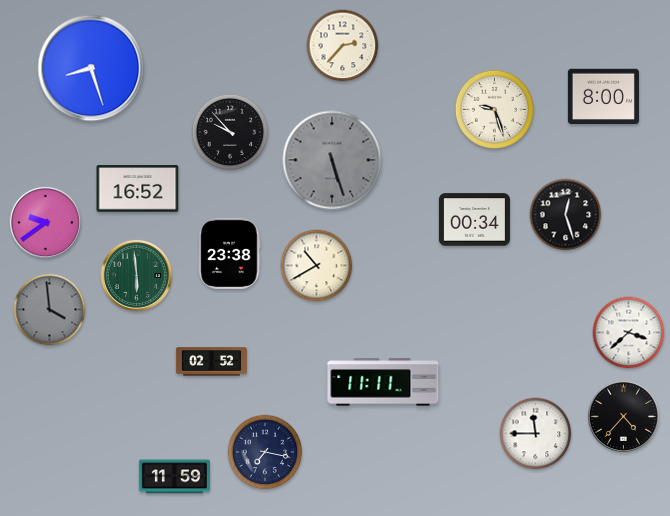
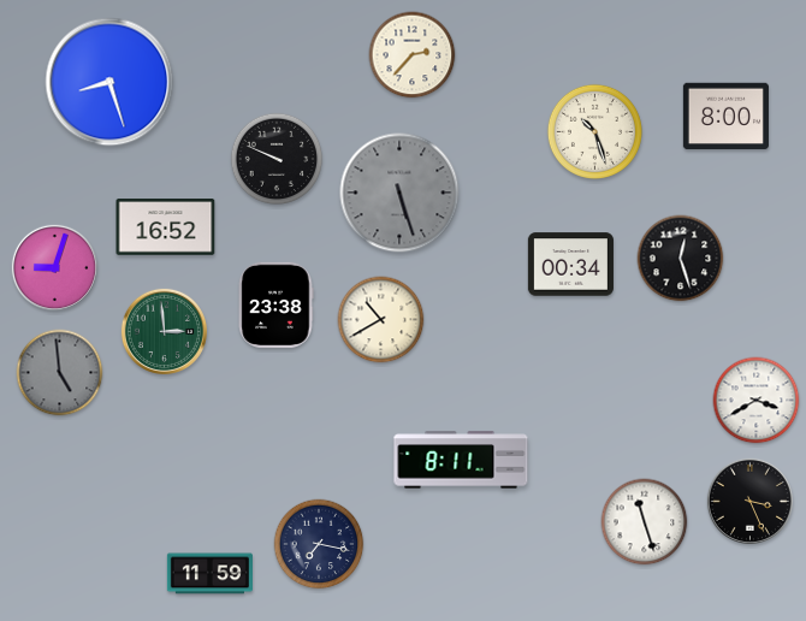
clock at (494, 109): 9:27 -> 10:27
clock at (230, 132): 9:53 -> 9:49
clock at (45, 222): 9:39 -> 9:03
clock at (136, 275): 5:59 -> 2:59
clock at (50, 310): 3:59 -> 4:59
clock at (629, 333): 3:38 -> 3:40
clock at (211, 362): 02:52 -> none
clock at (383, 382): 11:11 -> 8:11
clock at (623, 416): 4:37 -> 3:26
clock at (536, 434): 11:45 -> 11:27
